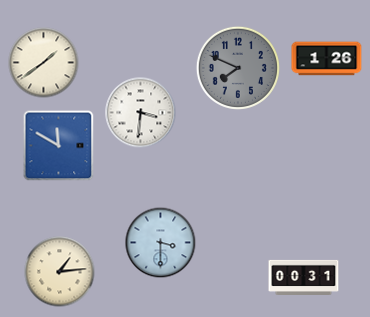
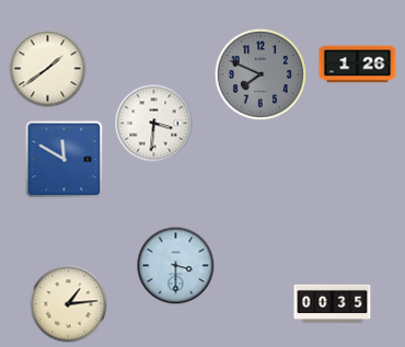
clock at (60, 272) position: (60, 272) -> (69, 304)
clock at (304, 277): 00:31 -> 00:35
